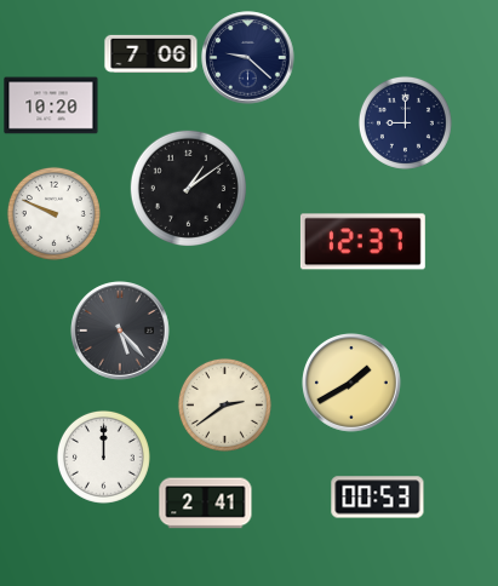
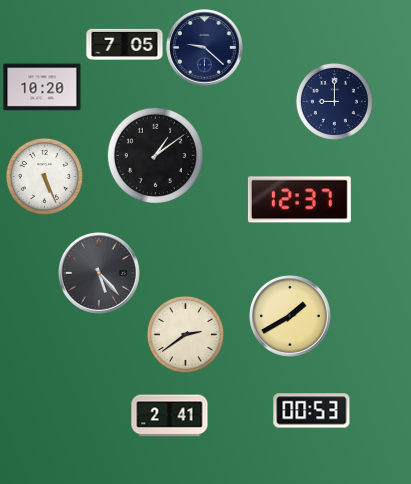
clock at (151, 53): 7:06 -> 7:05
clock at (53, 213): 9:49 -> 5:26
clock at (103, 456): 12:00 -> none
